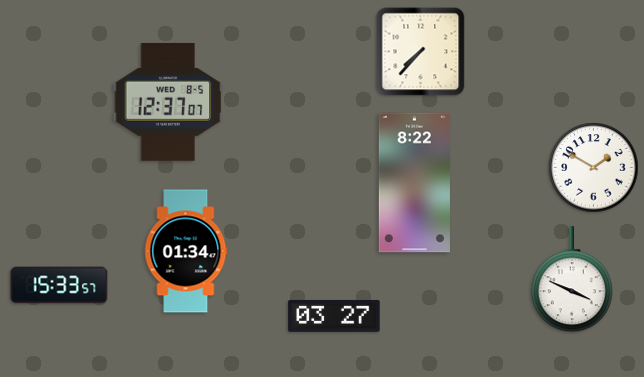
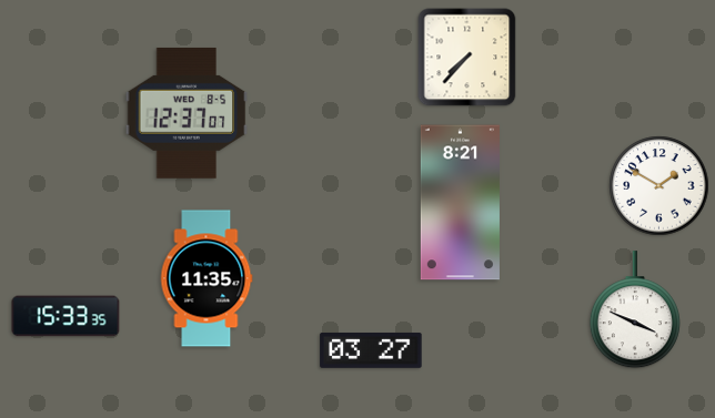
clock at (414, 183): 8:22 -> 8:21
clock at (186, 251): 01:34 -> 11:35
clock at (59, 285): 15:33:57 -> 15:33:35
